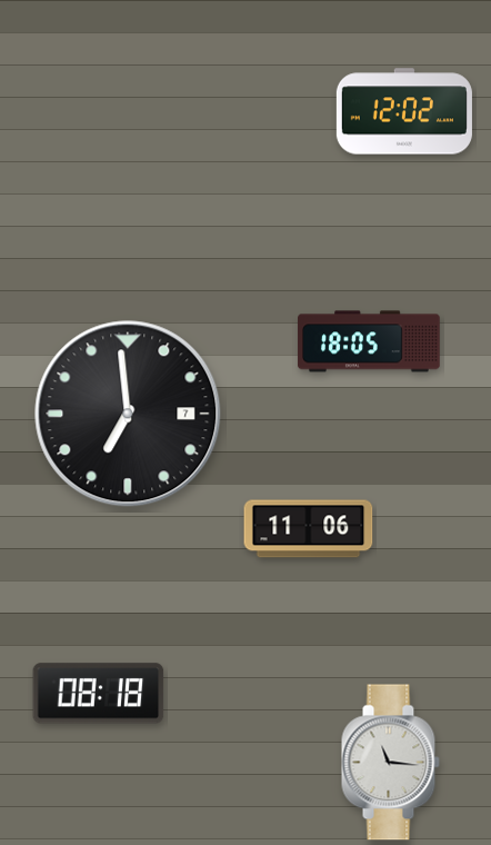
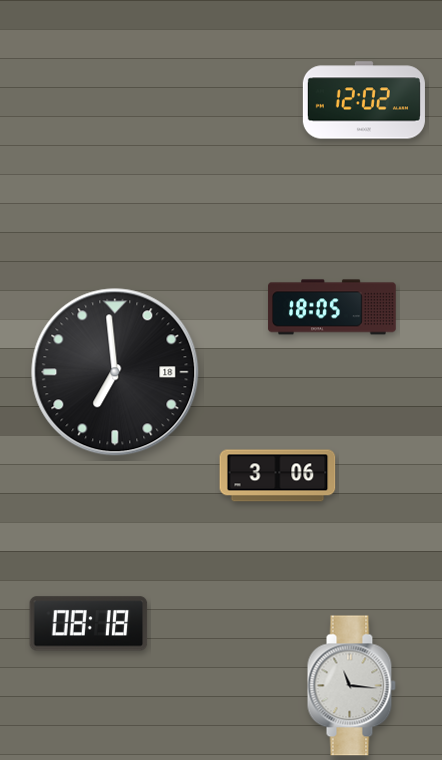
clock at (128, 414) date: 7 -> 18
clock at (309, 529): 11:06 -> 3:06
